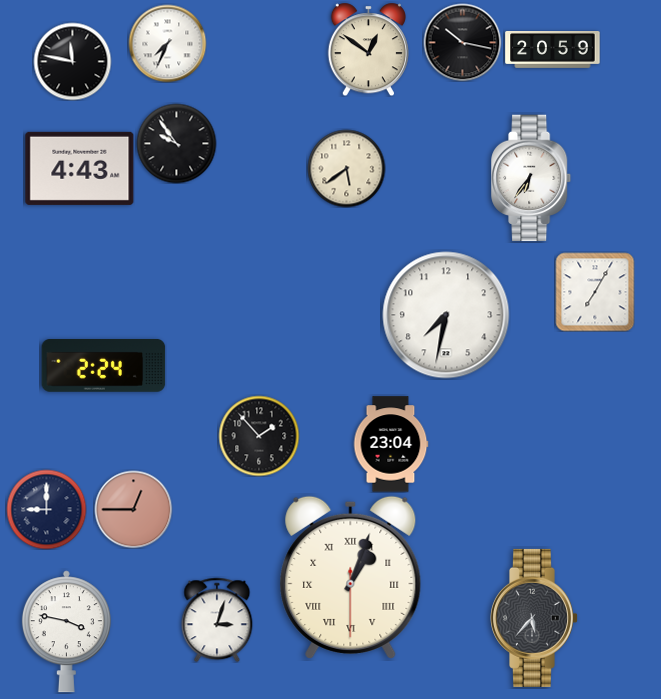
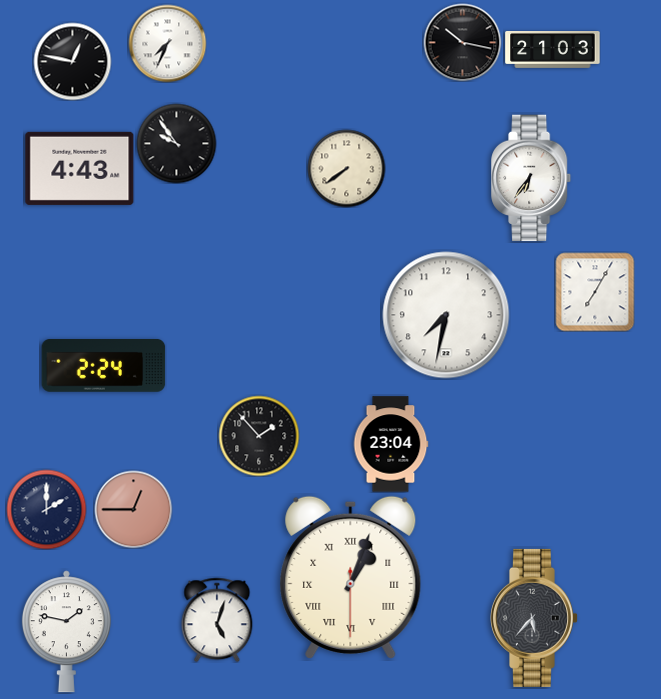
clock at (368, 49): 12:51 -> none
clock at (553, 50): 20:59 -> 21:03
clock at (72, 61): 11:47 -> 12:47
clock at (346, 168): 5:39 -> 7:39
clock at (46, 509): 9:00 -> 2:00
clock at (217, 620): 3:03 -> 5:03
clock at (66, 632): 3:47 -> 1:47
